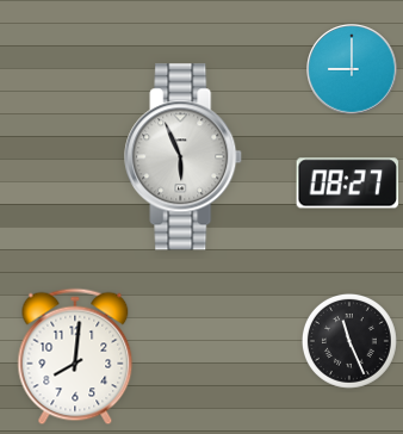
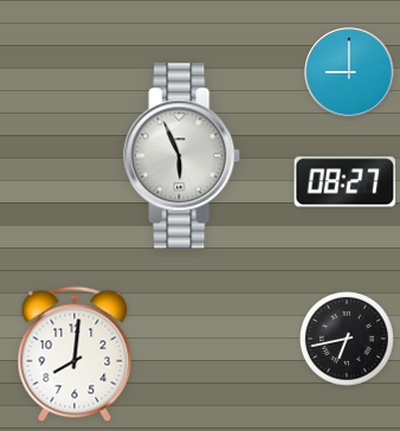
clock at (352, 69) position: (352, 69) -> (349, 72)
clock at (349, 341): 11:26 -> 6:43
